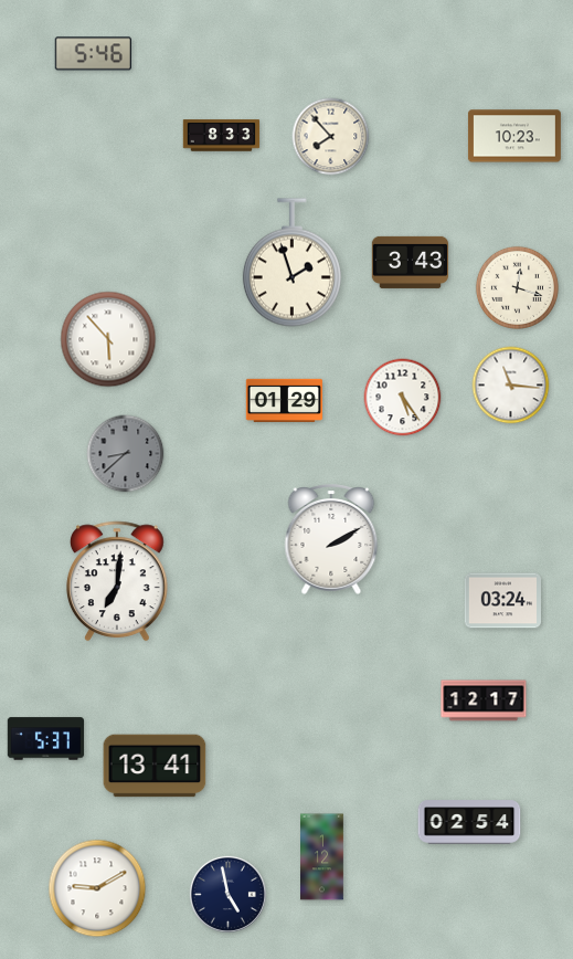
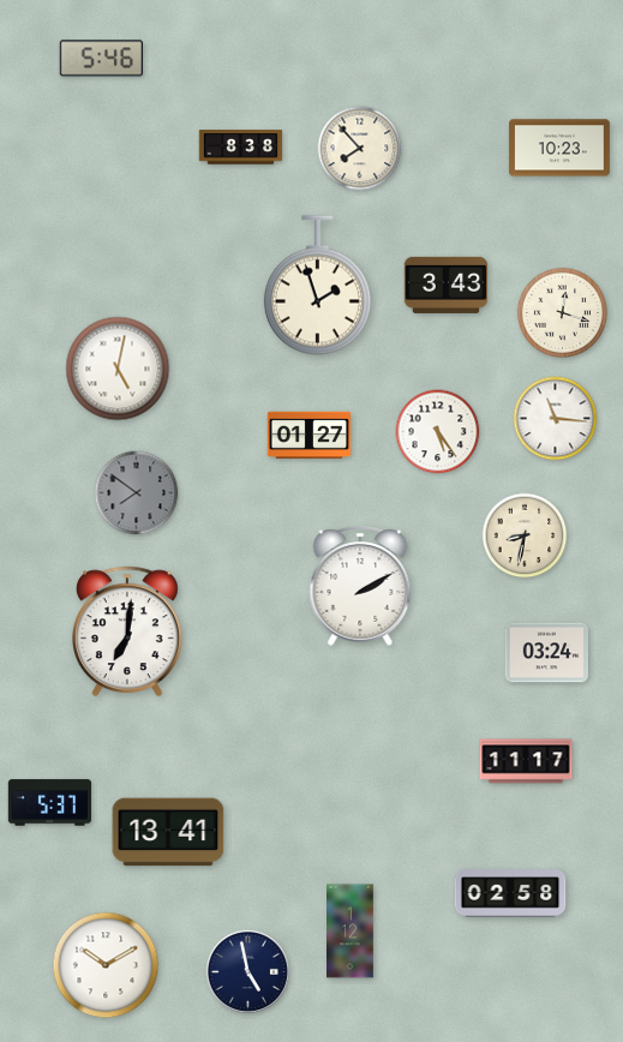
clock at (222, 136): 8:33 -> 8:38
clock at (108, 339): 5:53 -> 5:02
clock at (285, 400): 01:29 -> 01:27
clock at (126, 454): 8:38 -> 7:51
clock at (525, 535): none -> 8:32
clock at (484, 700): 12:17 -> 11:17
clock at (469, 822): 02:54 -> 02:58
clock at (97, 888): 9:10 -> 10:10
